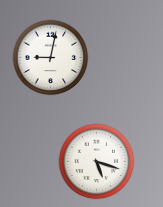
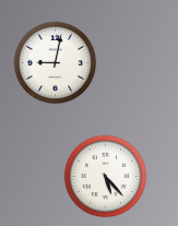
clock at (97, 162): 5:18 -> 5:23
